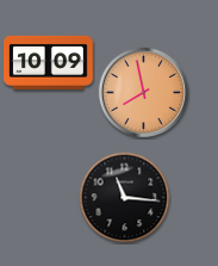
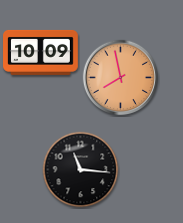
clock at (125, 198) position: (125, 198) -> (81, 170)
